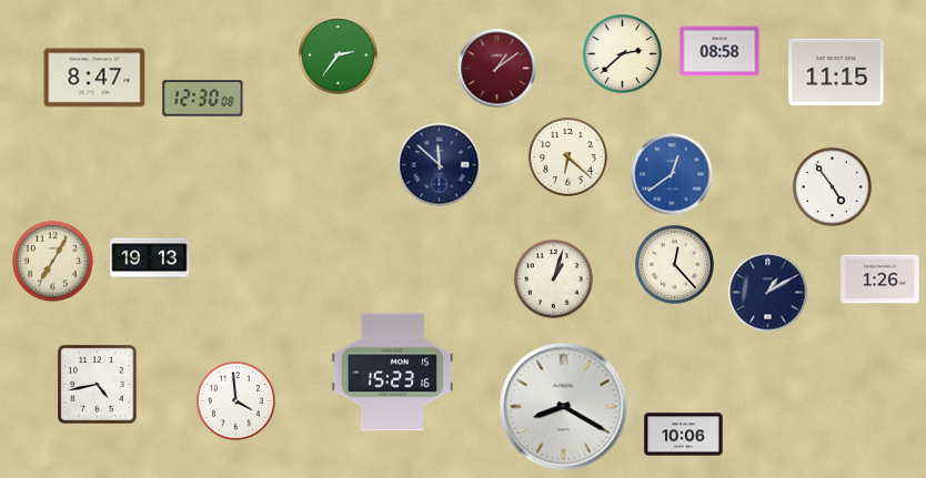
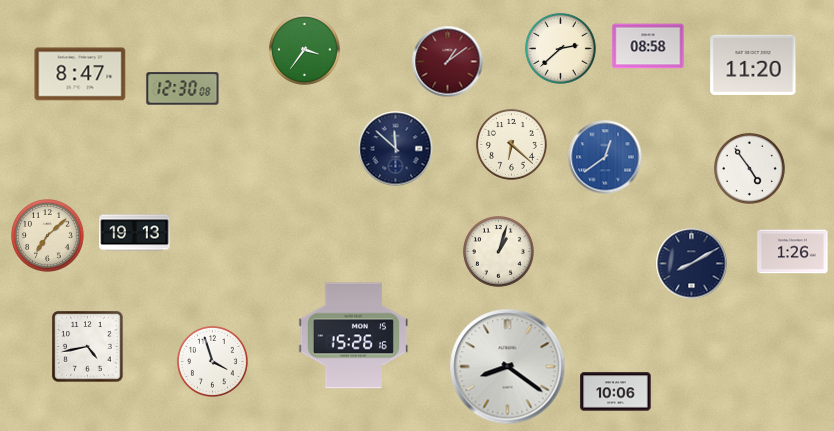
clock at (338, 54): 2:36 -> 3:36
clock at (836, 72): 11:15 -> 11:20
clock at (94, 78) position: (94, 78) -> (80, 74)
clock at (567, 156) position: (567, 156) -> (511, 144)
clock at (53, 262): 7:05 -> 7:08
clock at (674, 264): 12:23 -> none
clock at (768, 293): 1:10 -> 8:10
clock at (393, 373): 15:23 -> 15:26
clock at (235, 400): 3:59 -> 3:57
clock at (564, 407): 8:20 -> 8:21
